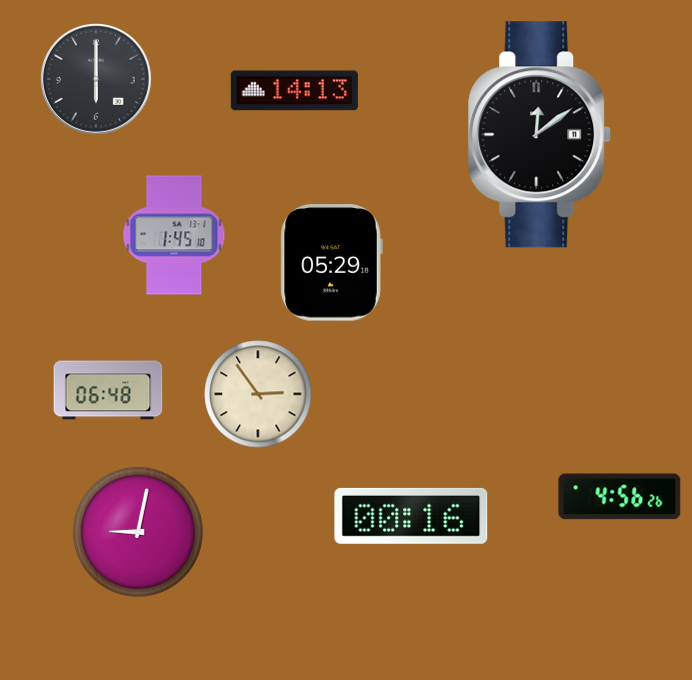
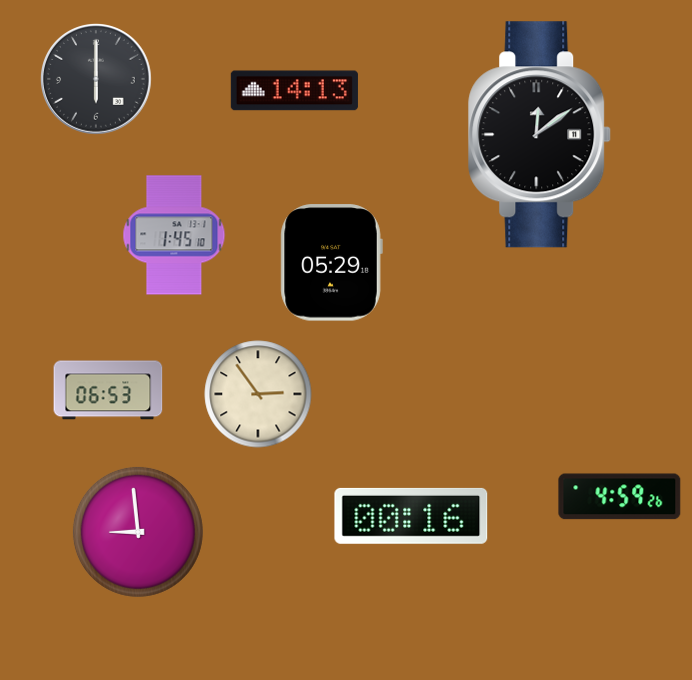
clock at (108, 390): 06:48 -> 06:53
clock at (620, 497): 4:56 -> 4:59
clock at (138, 532): 9:02 -> 8:59
